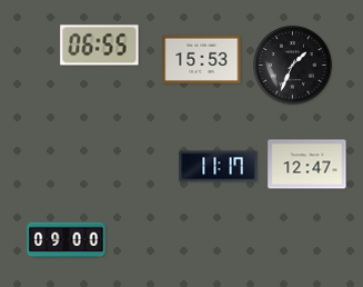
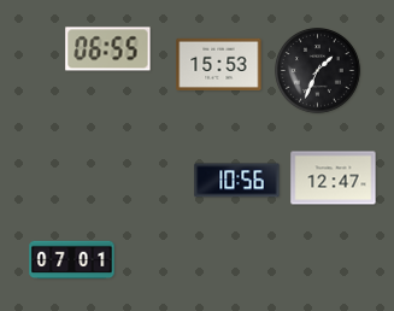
clock at (219, 167): 11:17 -> 10:56
clock at (67, 240): 09:00 -> 07:01
